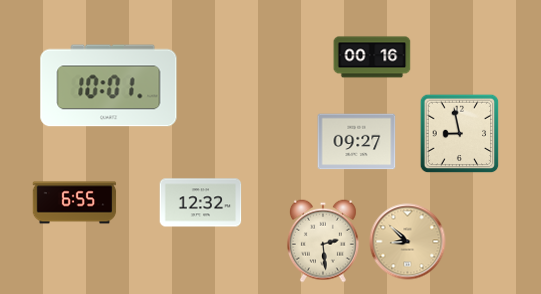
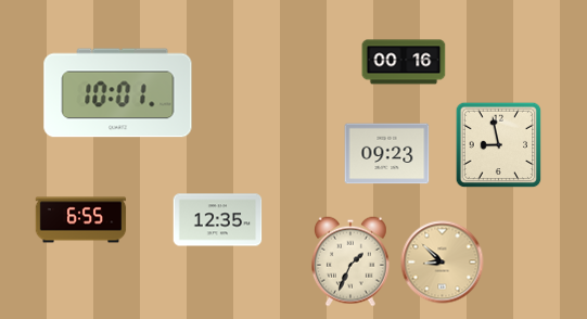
clock at (357, 142): 09:27 -> 09:23
clock at (201, 203): 12:32 -> 12:35
clock at (323, 241): 2:29 -> 1:34
